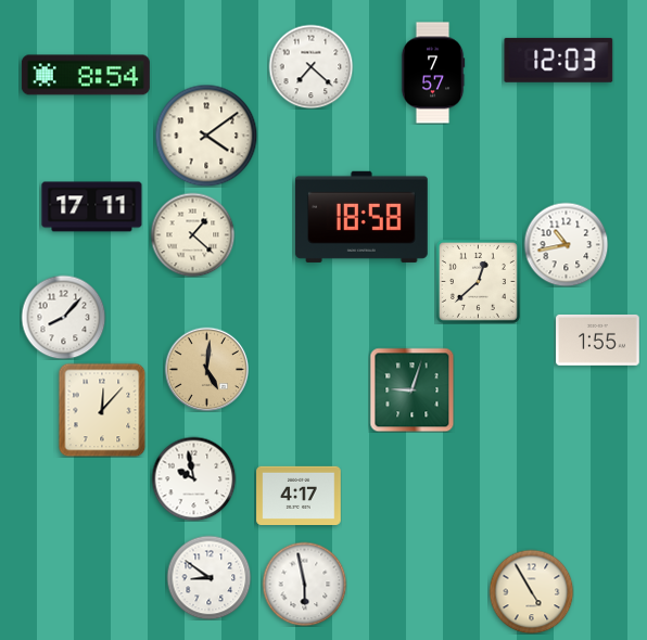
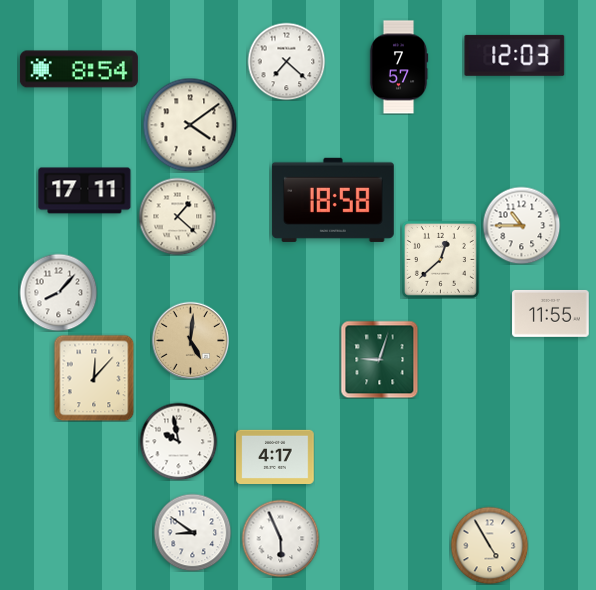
clock at (566, 244): 10:43 -> 10:45
clock at (598, 340): 1:55 -> 11:55
clock at (304, 584): 5:58 -> 5:56
